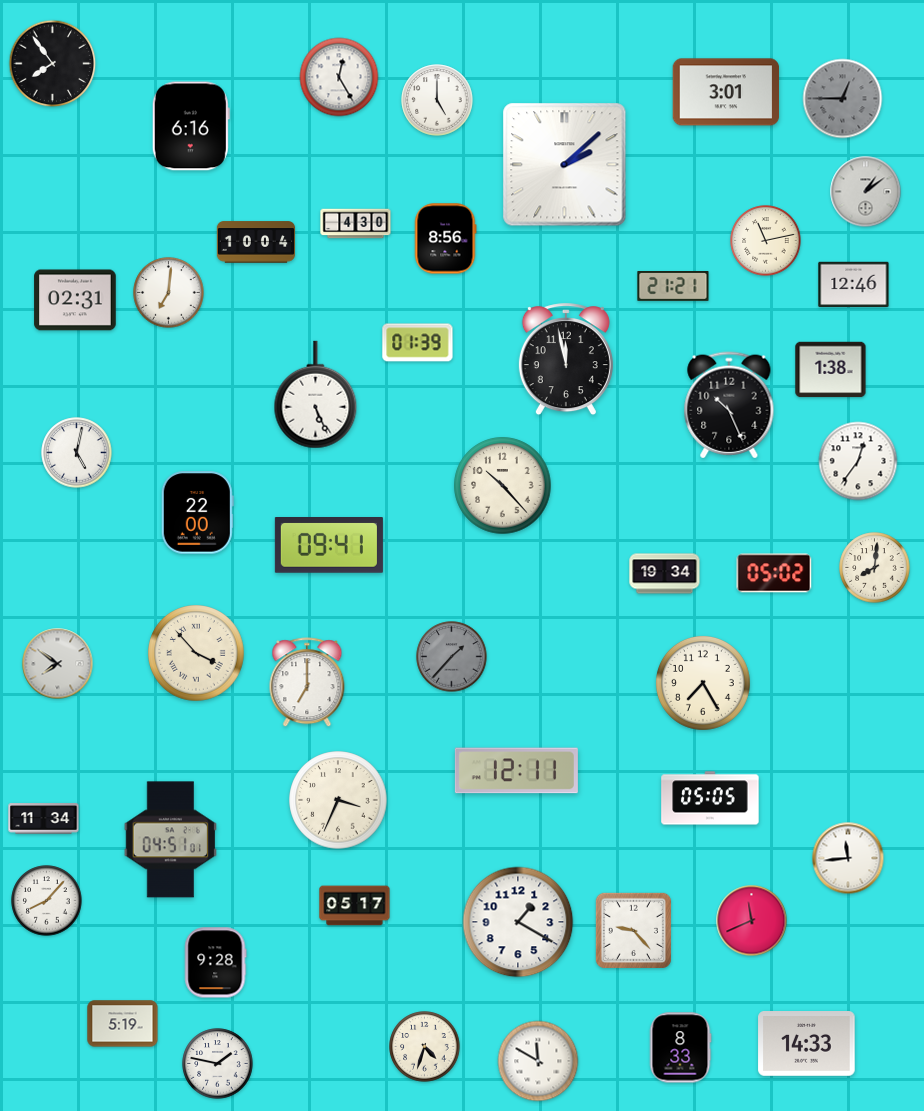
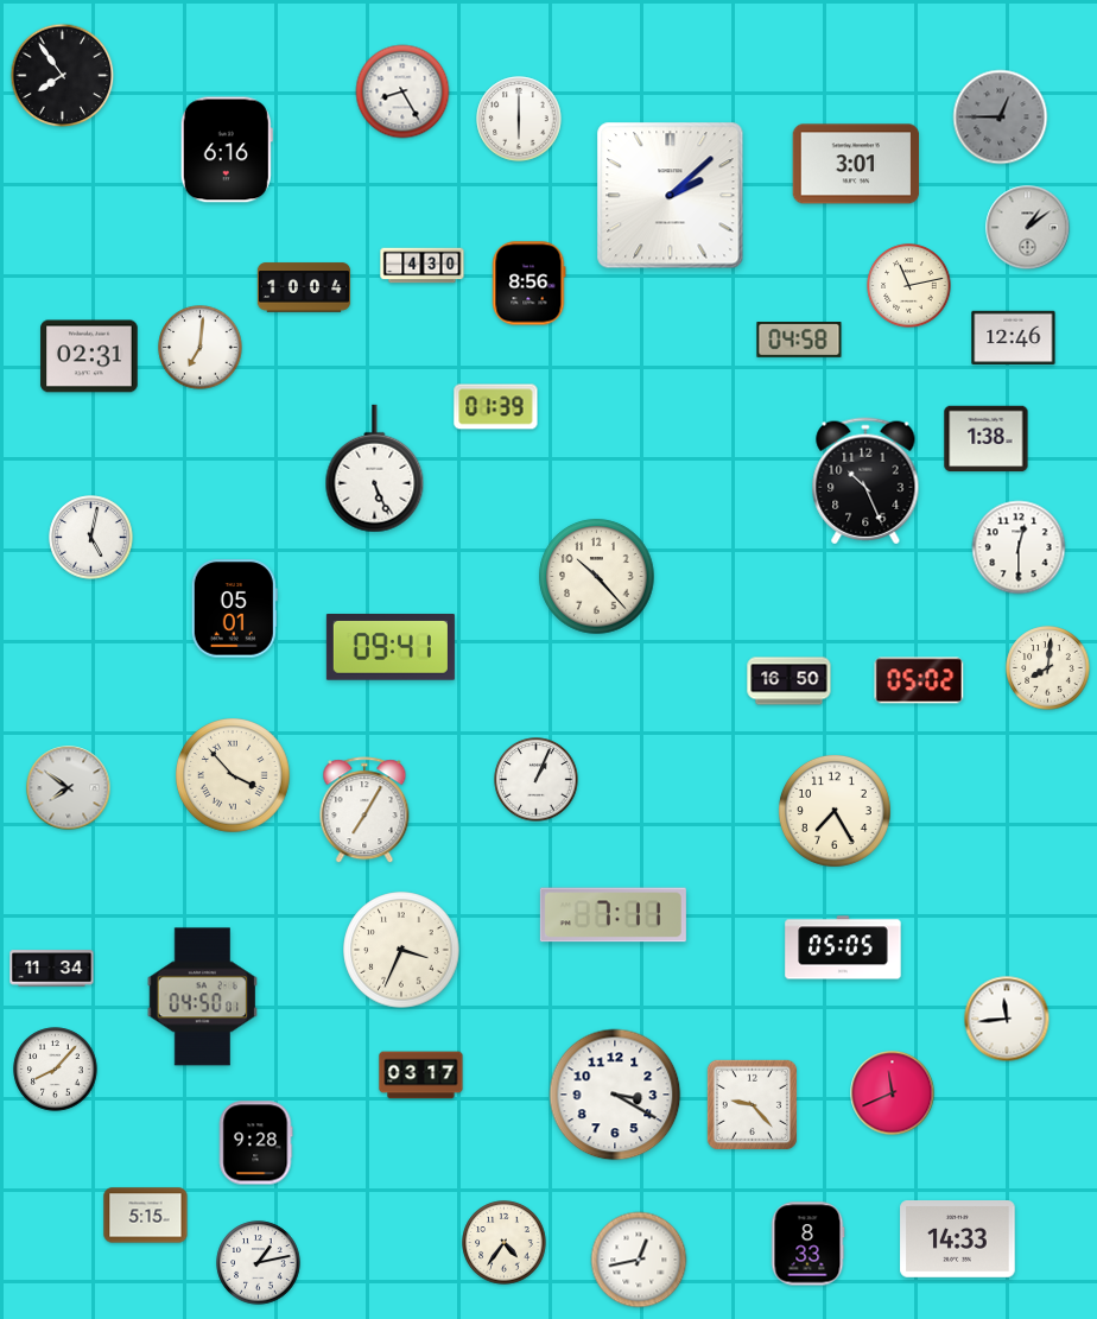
clock at (339, 77): 12:25 -> 8:25
clock at (726, 92) position: (726, 92) -> (856, 164)
clock at (437, 100): 5:00 -> 6:00
clock at (673, 287): 21:21 -> 04:58
clock at (566, 360): 11:58 -> none
clock at (858, 461): 12:36 -> 12:30
clock at (197, 513): 22:00 -> 05:01
clock at (875, 568) position: (875, 568) -> (1048, 668)
clock at (665, 574): 19:34 -> 16:50
clock at (452, 657): 1:37 -> 1:04
clock at (452, 657) dial: grey -> white
clock at (307, 683): 7:00 -> 7:05
clock at (516, 771): 12:11 -> 7:11
clock at (44, 819) position: (44, 819) -> (52, 969)
clock at (170, 840): 04:51 -> 04:50
clock at (355, 906): 05:17 -> 03:17
clock at (518, 922): 1:20 -> 3:20
clock at (123, 1024): 5:19 -> 5:15
clock at (425, 1047): 4:33 -> 4:36
clock at (538, 1061): 11:50 -> 12:43
clock at (218, 1064): 1:47 -> 1:13
